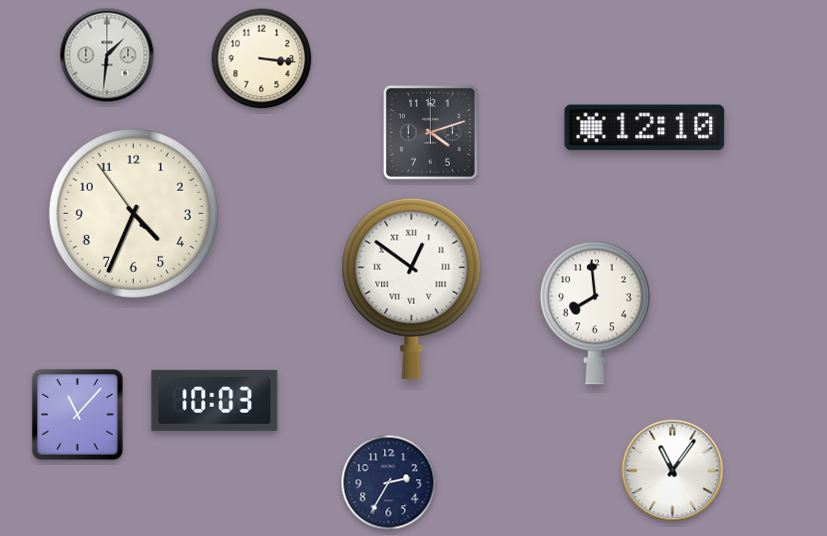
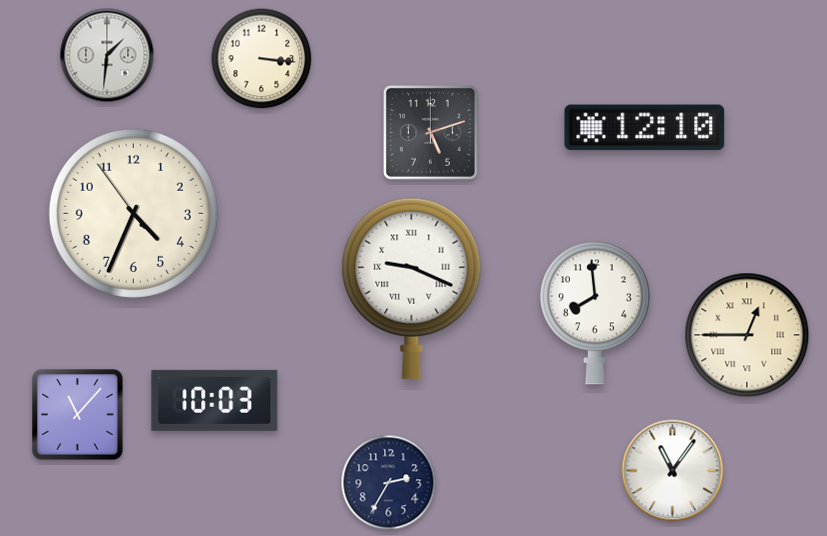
clock at (430, 132): 4:12 -> 5:12
clock at (412, 288): 12:51 -> 9:19
clock at (747, 335): none -> 12:45
